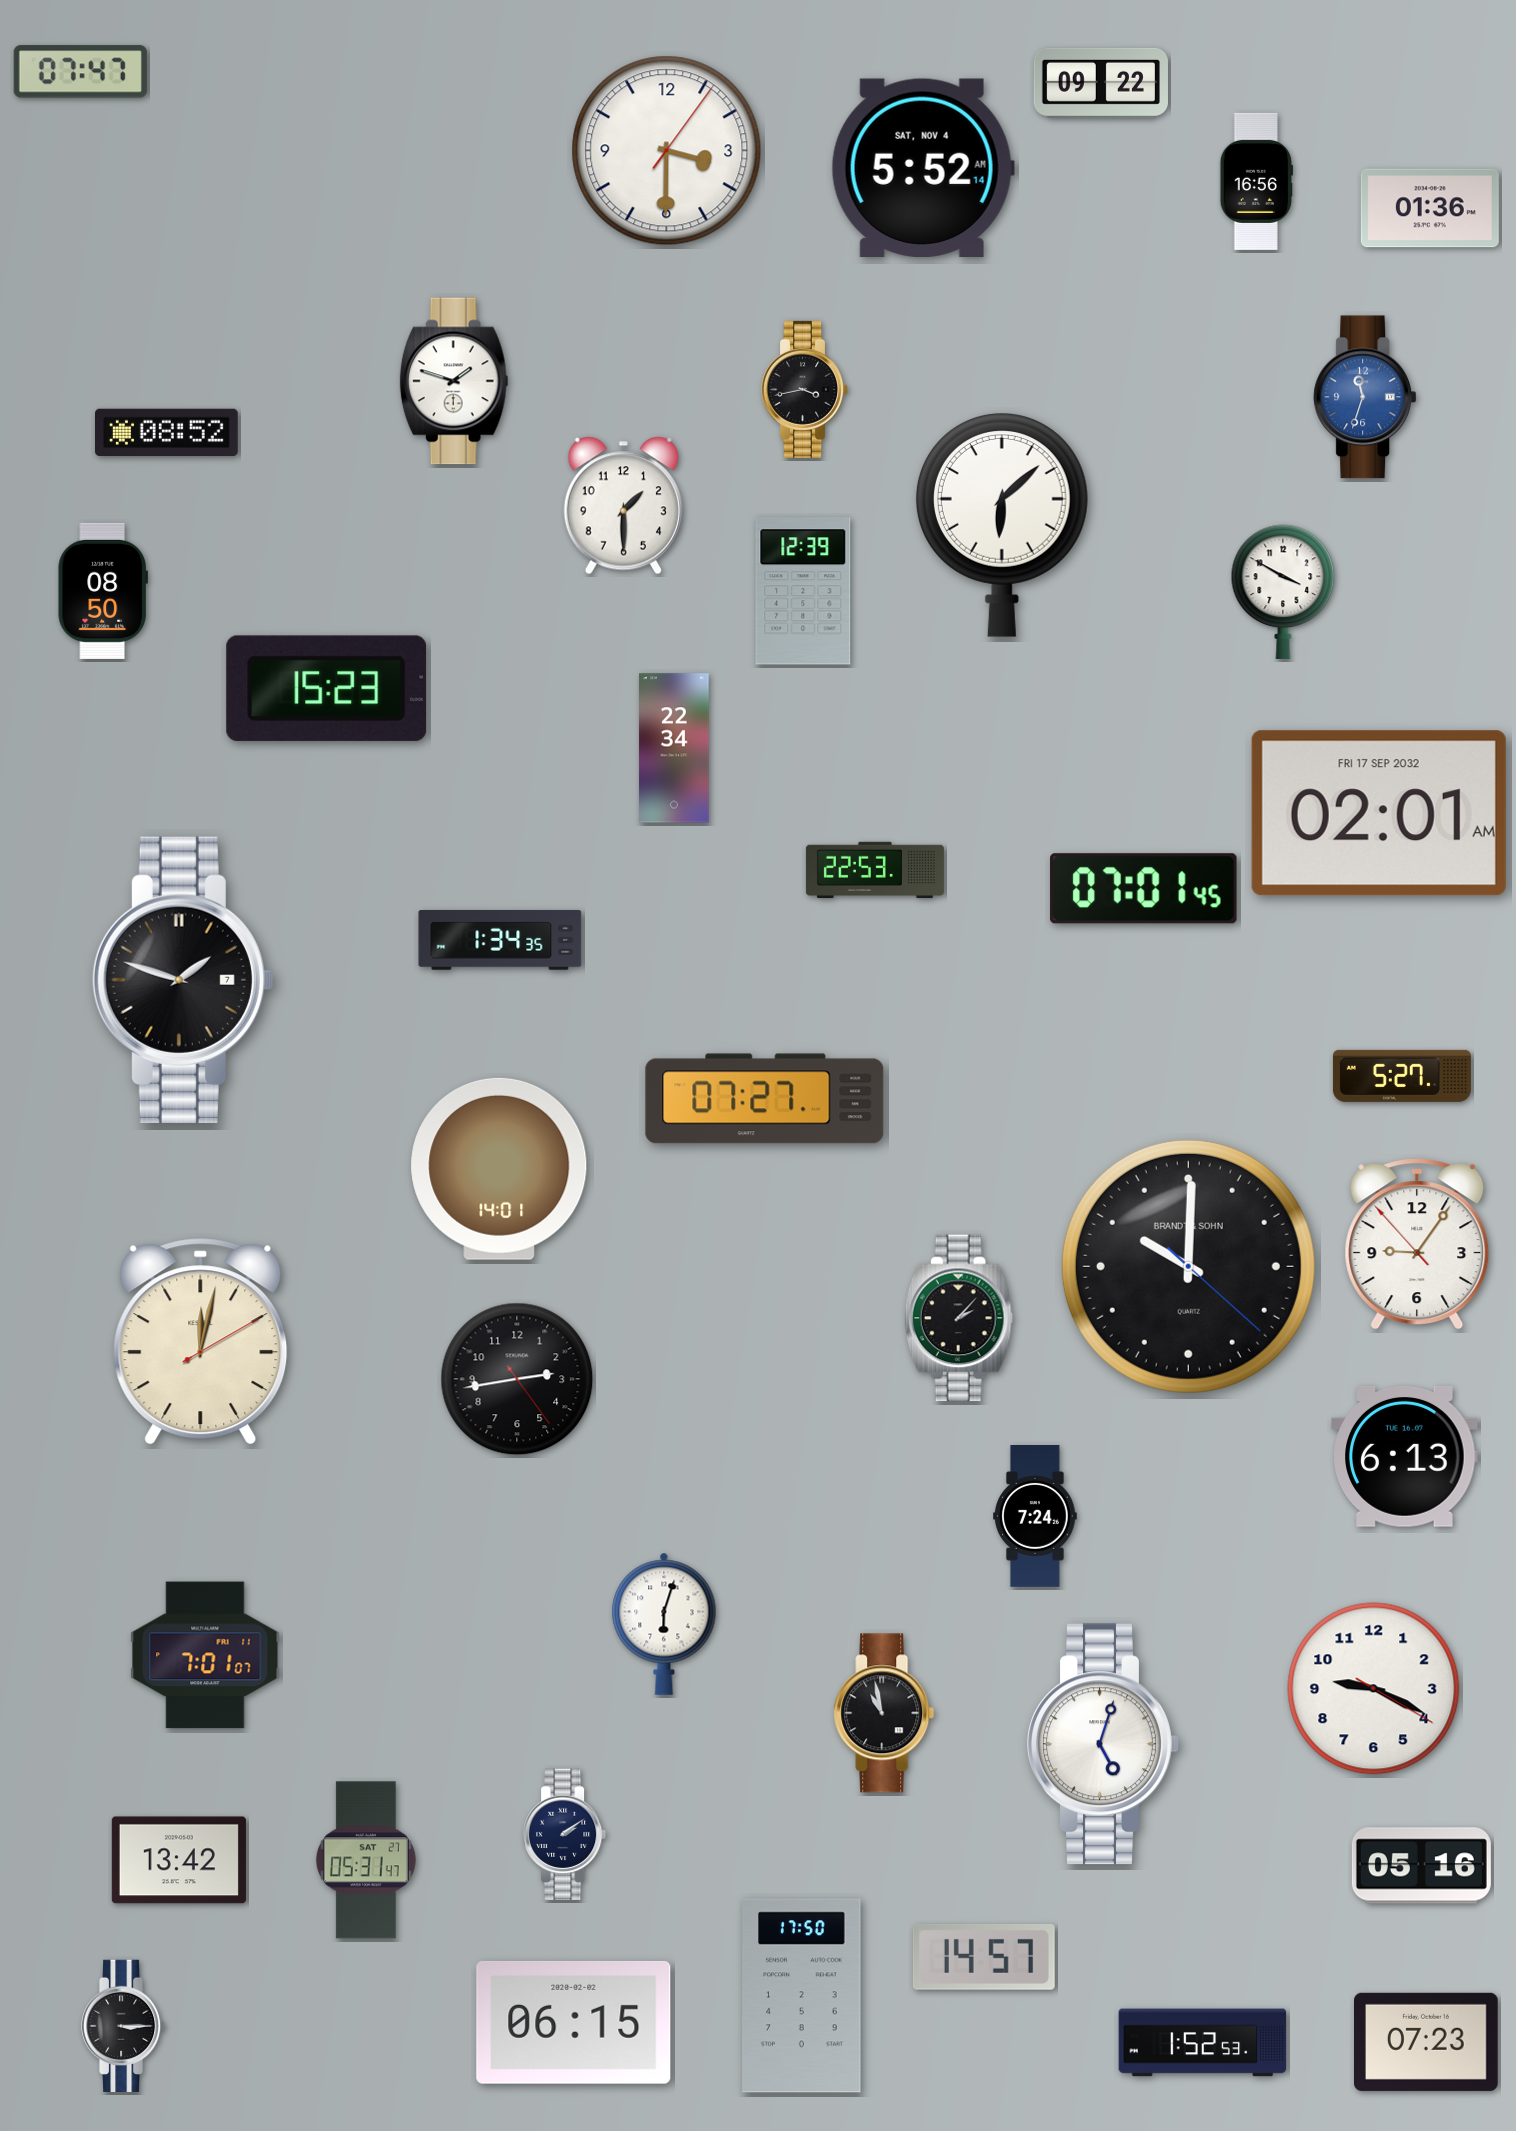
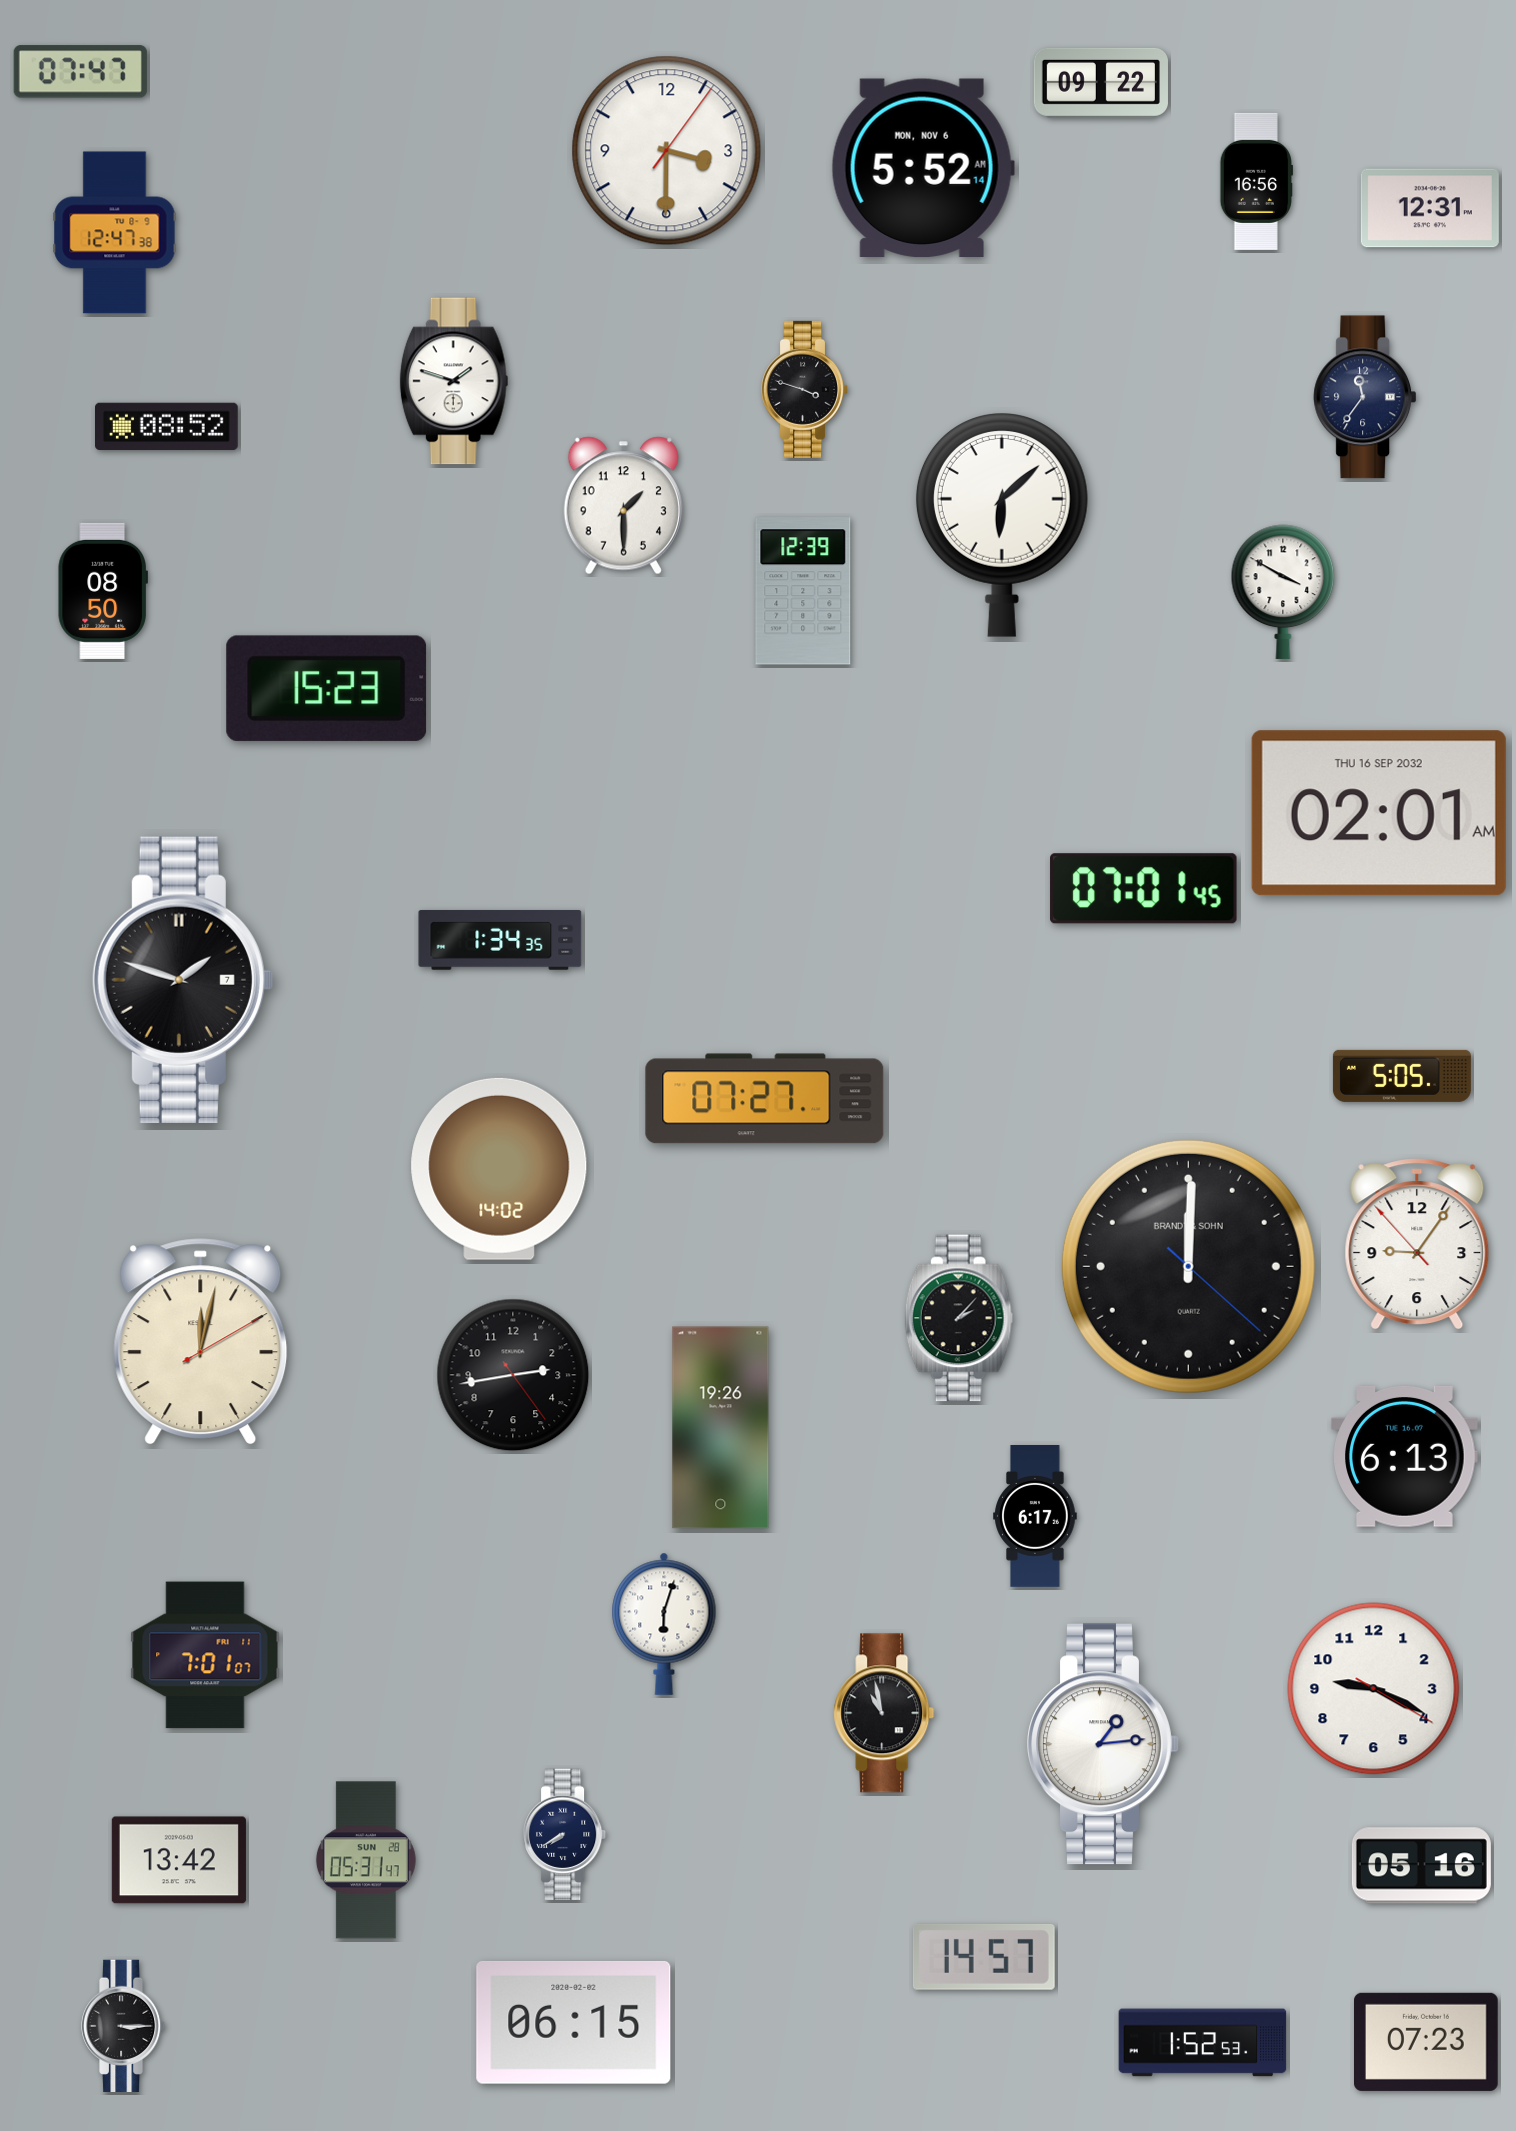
clock at (923, 167) date: SAT, NOV 4 -> MON, NOV 6
clock at (1430, 208): 01:36 -> 12:31
clock at (115, 233): none -> 12:47
clock at (805, 389): 3:43 -> 3:48
clock at (1365, 397): 11:33 -> 11:36
clock at (1365, 397) dial: blue -> navy
clock at (167, 433) position: (167, 433) -> (167, 427)
clock at (674, 748): 22:34 -> none
clock at (1379, 813) date: FRI 17 SEP 2032 -> THU 16 SEP 2032
clock at (875, 870): 22:53 -> none
clock at (1402, 1076): 5:27 -> 5:05
clock at (499, 1169): 14:01 -> 14:02
clock at (1188, 1266): 10:00 -> 12:00
clock at (517, 1379) position: (517, 1379) -> (513, 1375)
clock at (721, 1428): none -> 19:26
clock at (1035, 1517): 7:24 -> 6:17
clock at (1103, 1744): 5:03 -> 1:14
clock at (565, 1835): 2:09 -> 7:40
clock at (366, 1860) date: SAT 27 -> SUN 28
clock at (802, 1996): 17:50 -> none
